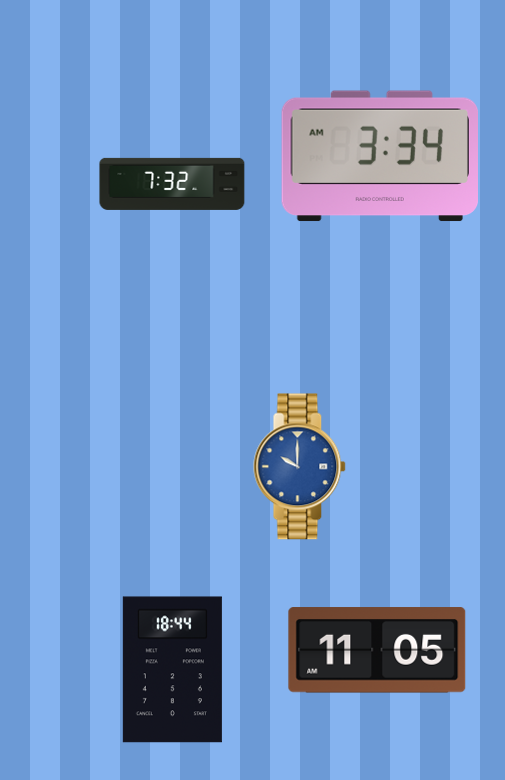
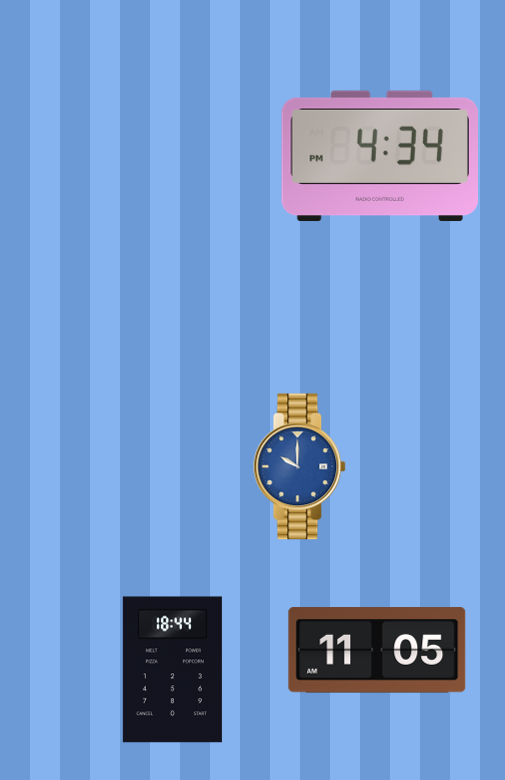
clock at (379, 156): 3:34 -> 4:34
clock at (172, 184): 7:32 -> none
